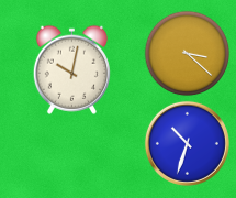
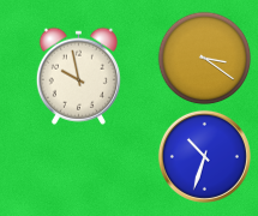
clock at (187, 53): 3:22 -> 3:21
clock at (71, 69): 10:02 -> 9:58
